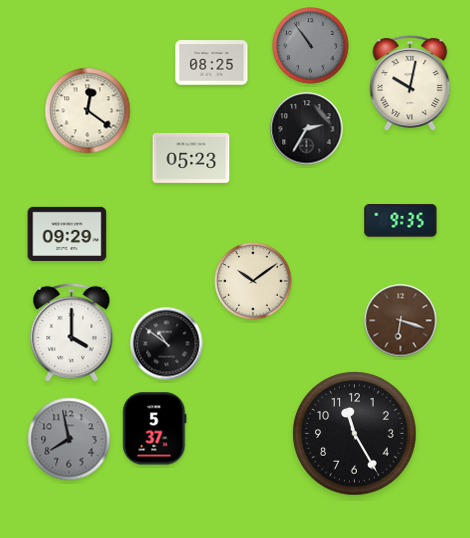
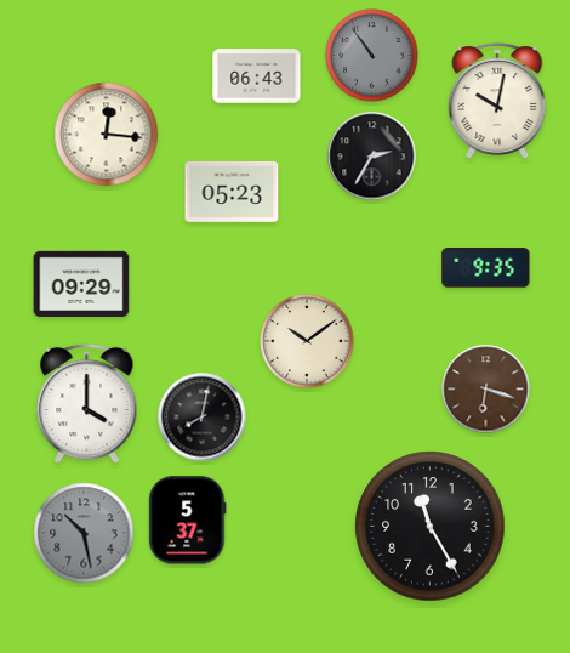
clock at (311, 46) position: (311, 46) -> (372, 56)
clock at (212, 63): 08:25 -> 06:43
clock at (88, 111): 12:21 -> 12:16
clock at (167, 344): 10:51 -> 8:02
clock at (69, 439): 7:58 -> 10:28
